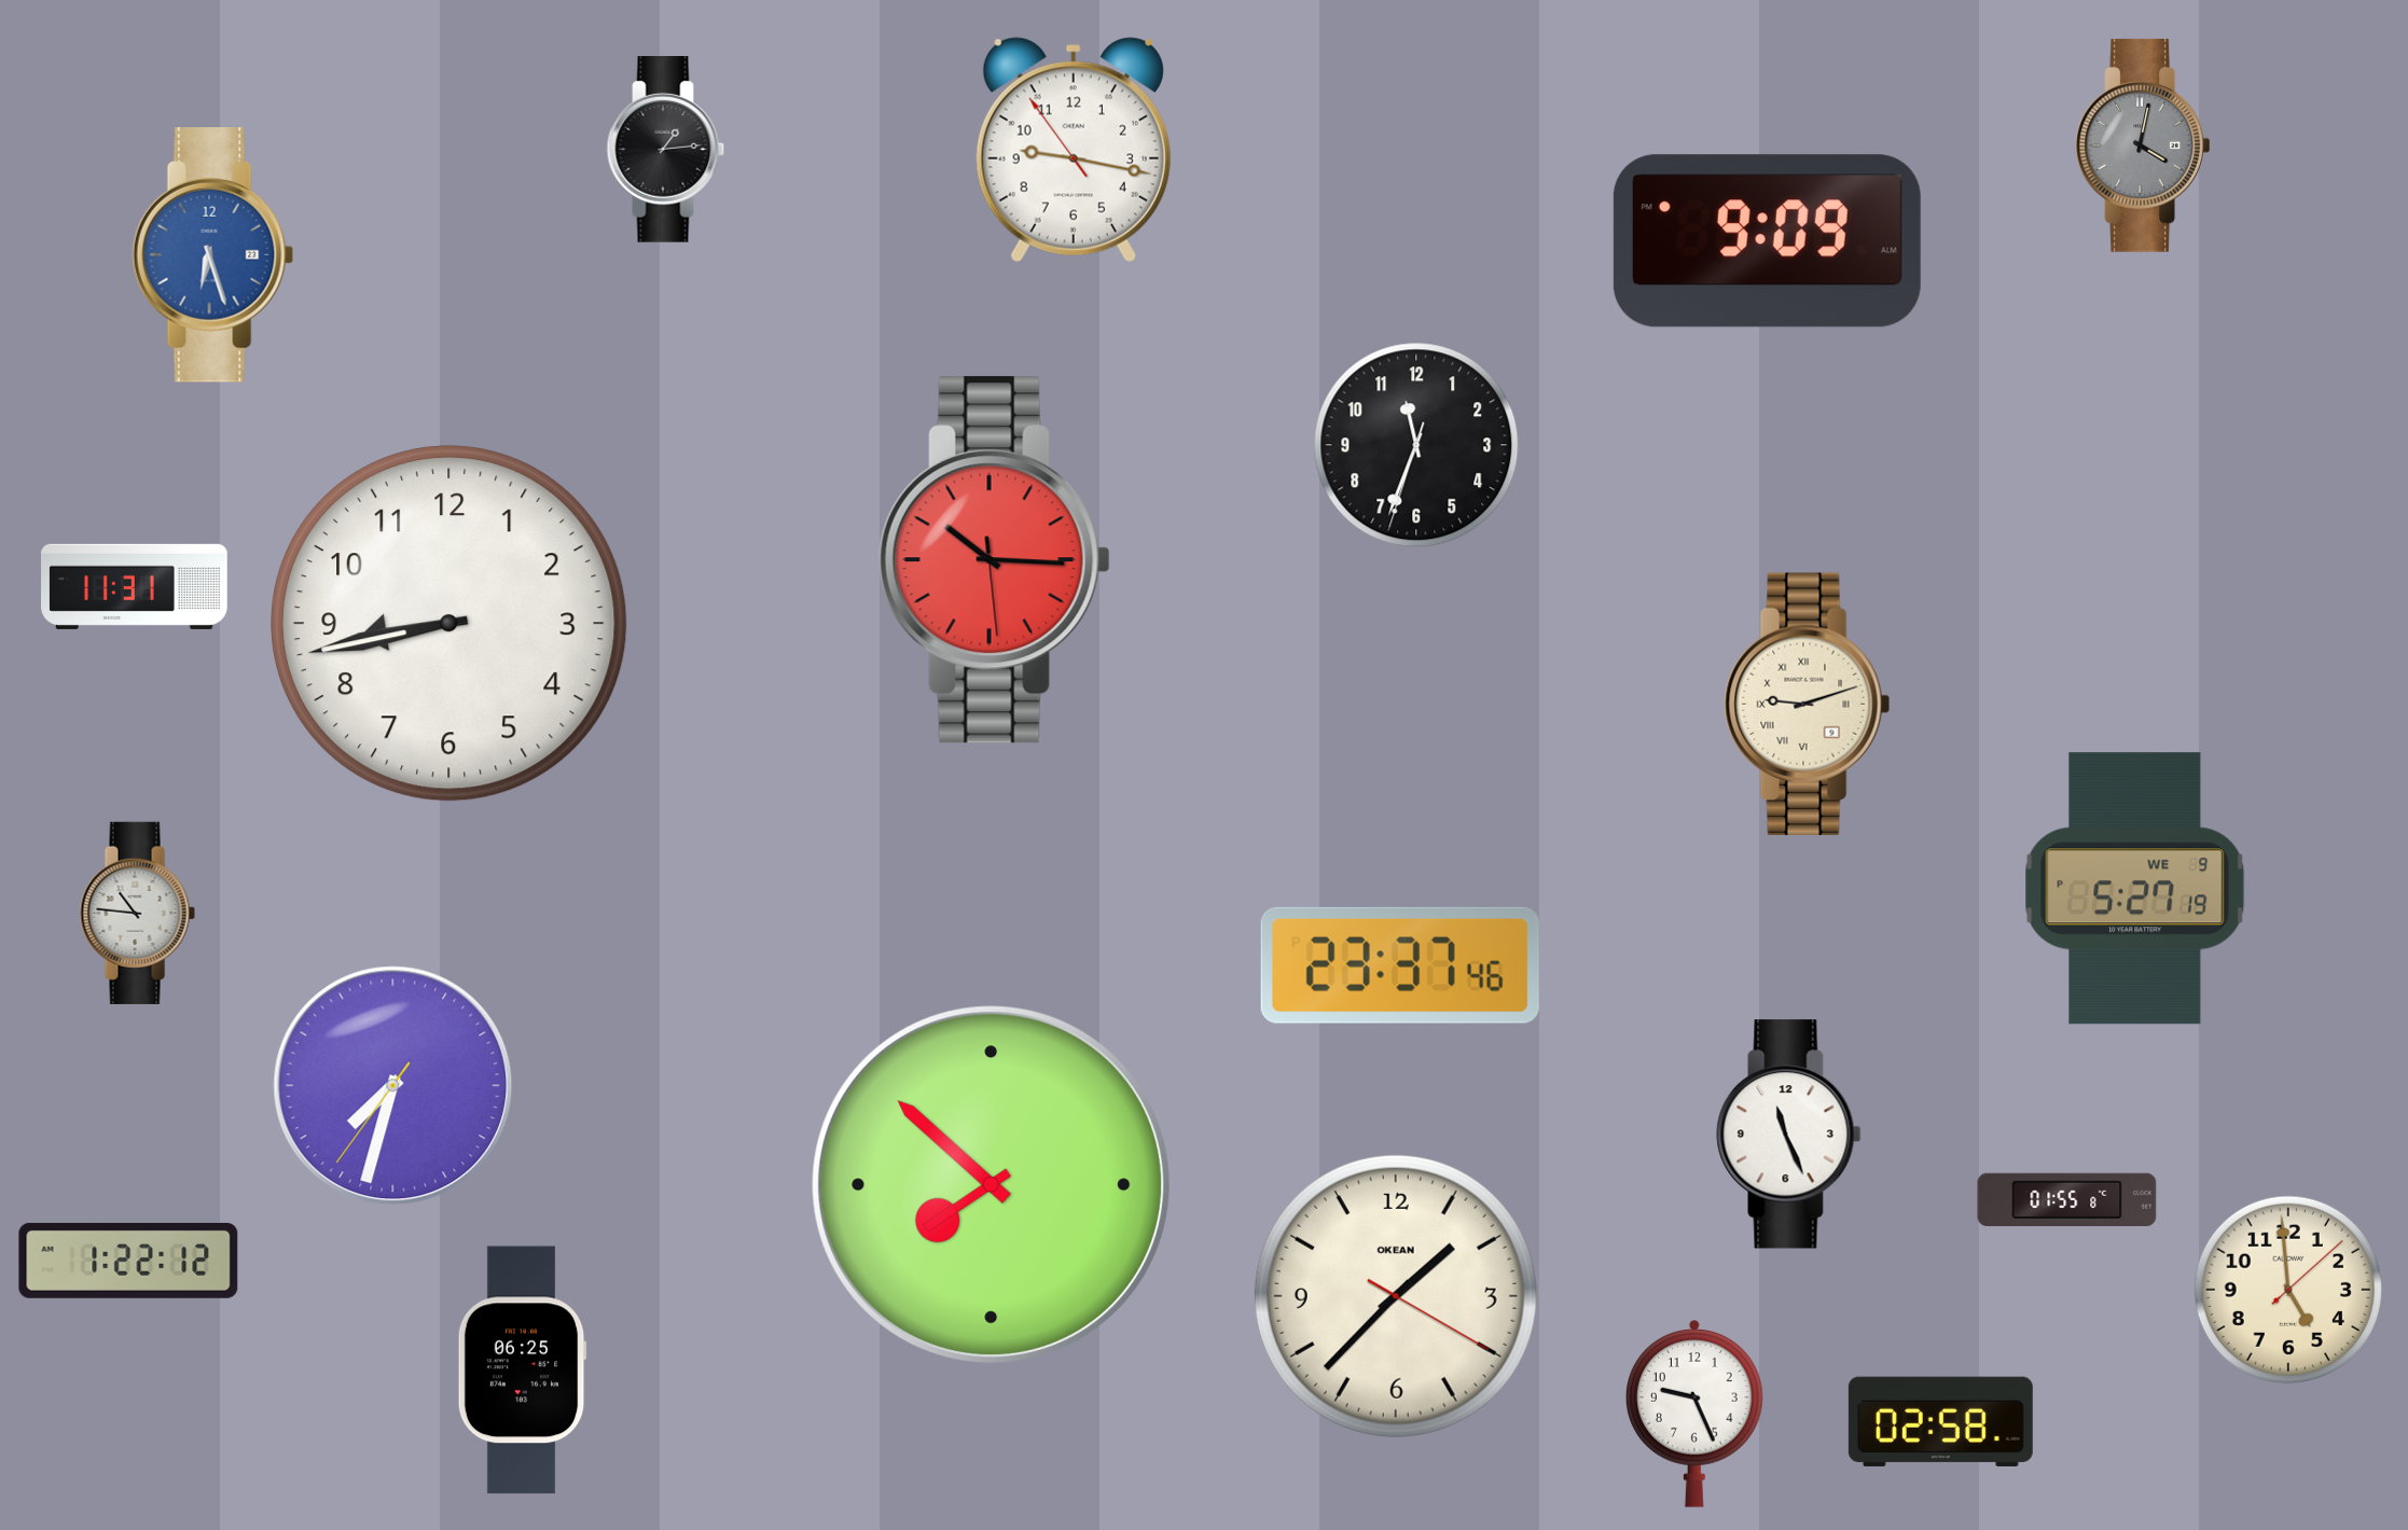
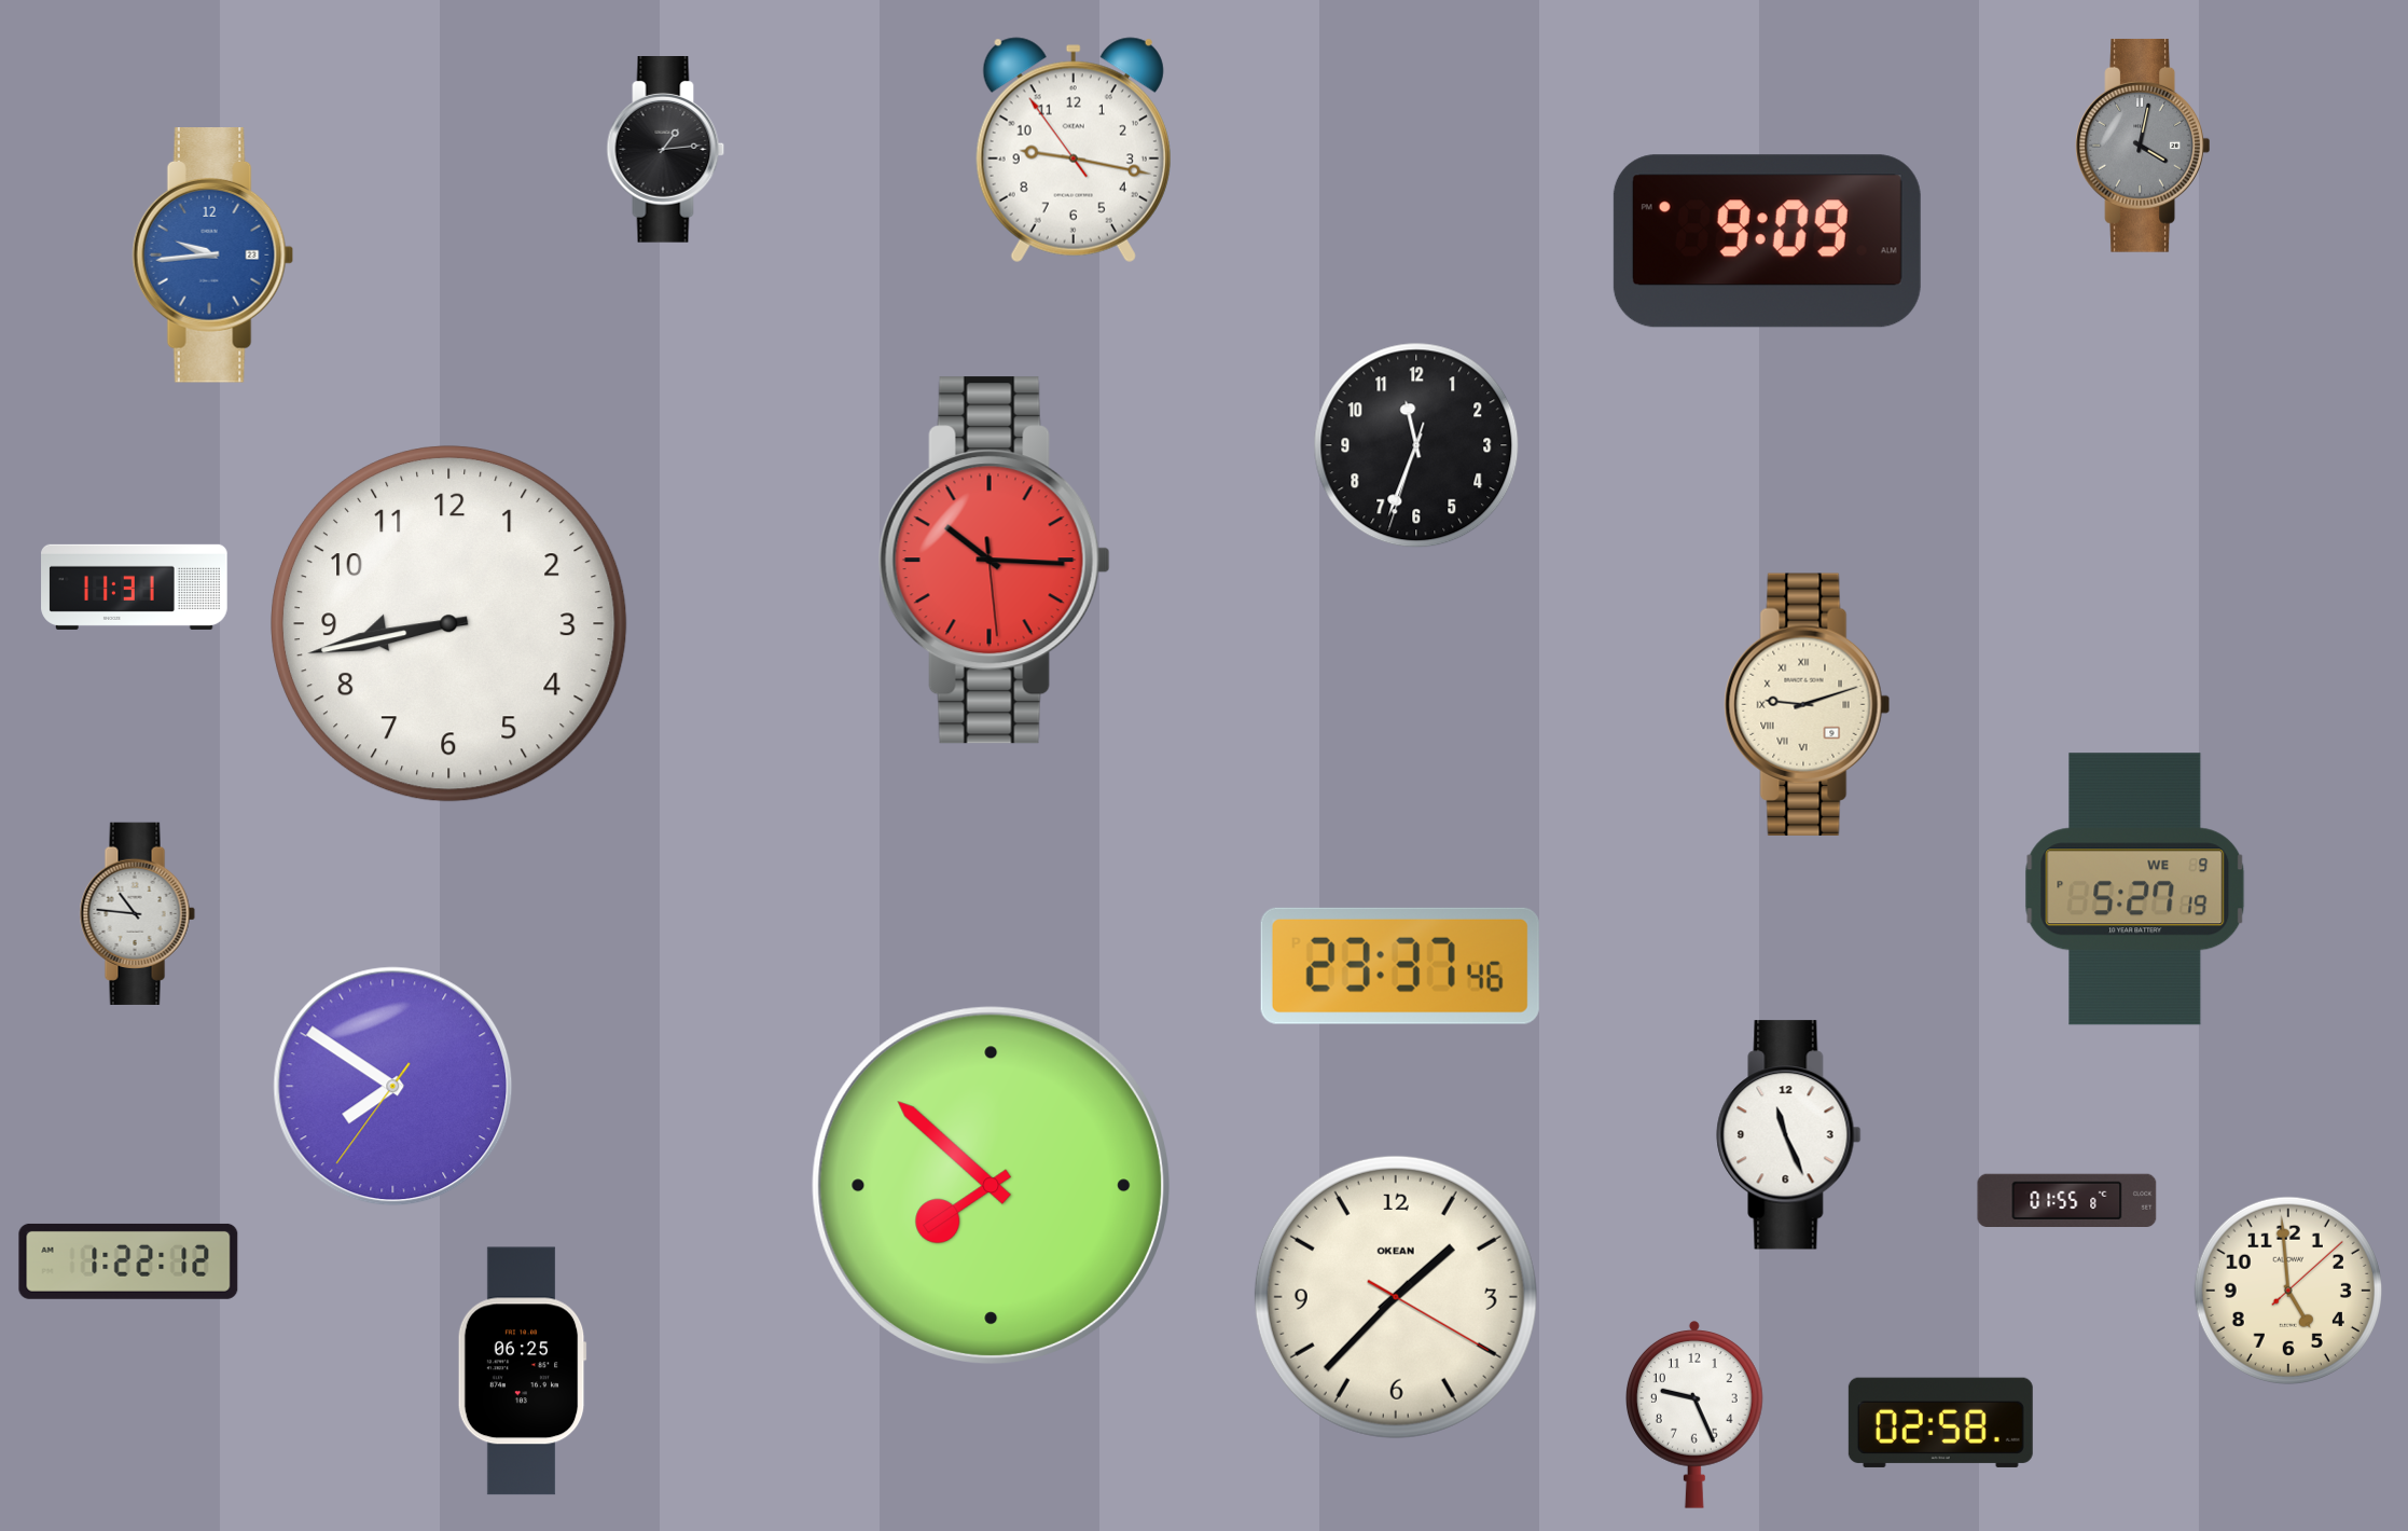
clock at (213, 255): 6:27 -> 9:44
clock at (393, 1086): 7:32 -> 7:50
